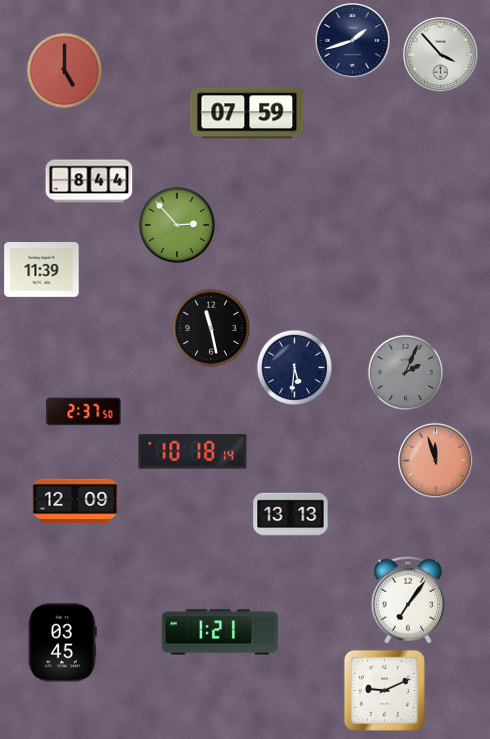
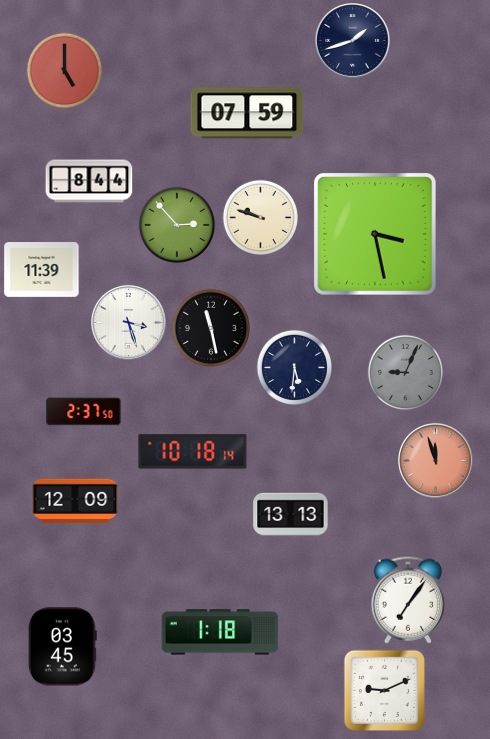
clock at (441, 55): 3:53 -> none
clock at (260, 217): none -> 9:48
clock at (375, 234): none -> 3:28
clock at (129, 323): none -> 3:27
clock at (405, 372): 2:04 -> 9:04
clock at (220, 632): 1:21 -> 1:18
clock at (62, 643) position: (62, 643) -> (62, 647)
